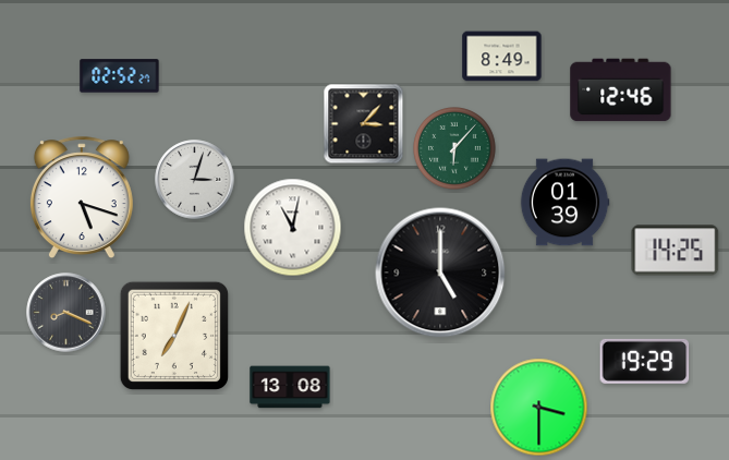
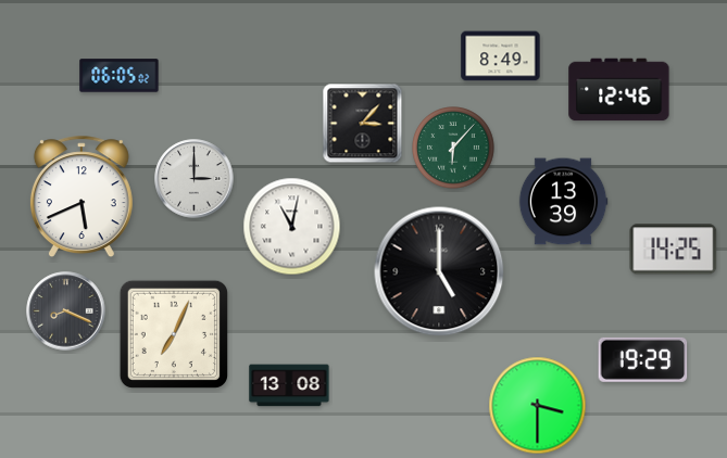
clock at (120, 76): 02:52 -> 06:05
clock at (195, 180): 3:03 -> 3:00
clock at (82, 198): 5:18 -> 5:41
clock at (564, 203): 01:39 -> 13:39
